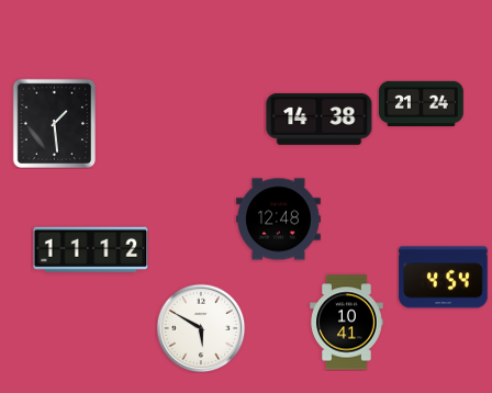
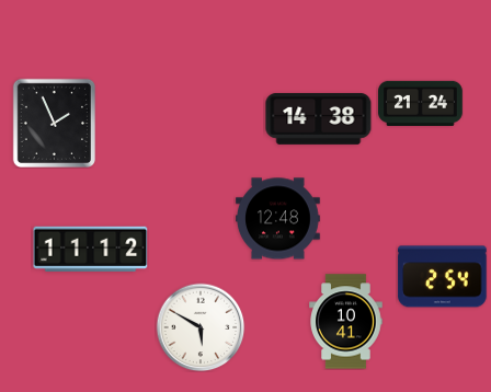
clock at (54, 123): 1:29 -> 1:56
clock at (444, 278): 4:54 -> 2:54
